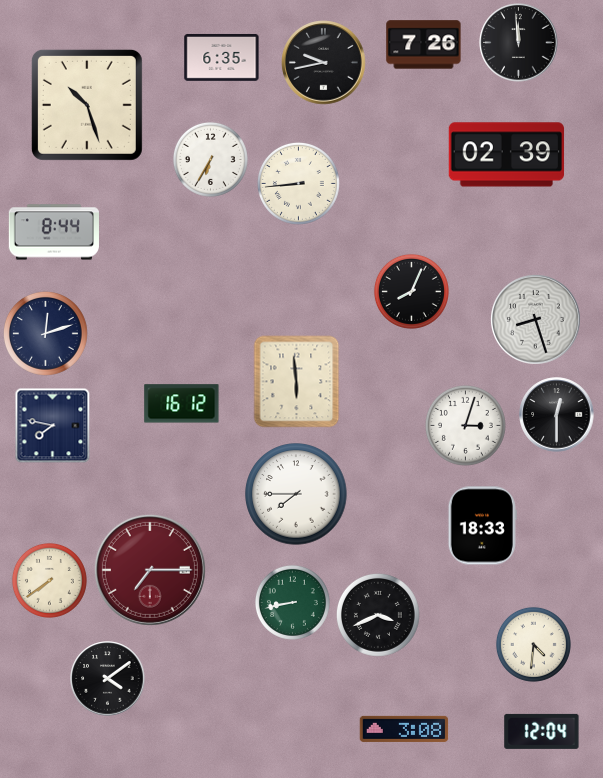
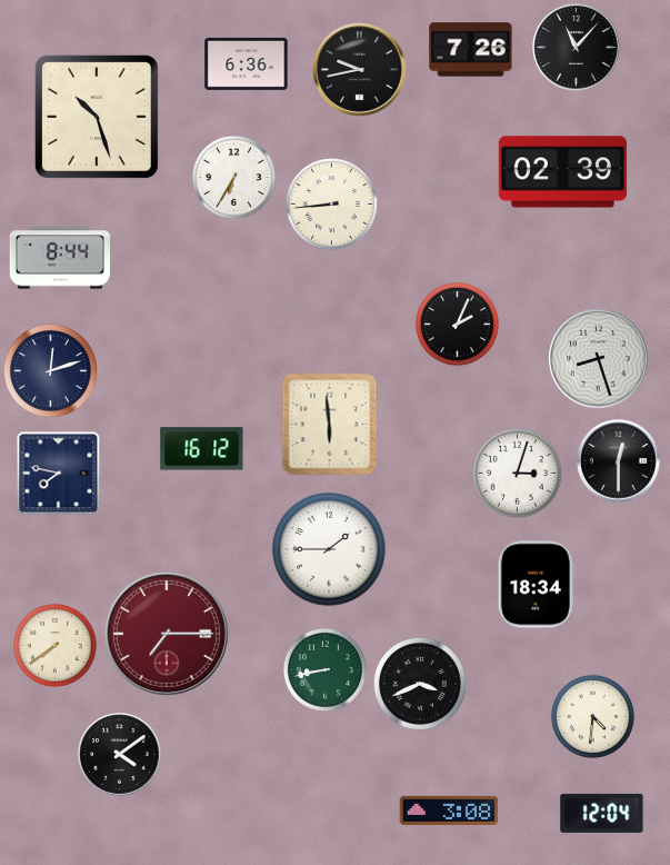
clock at (519, 43): 11:59 -> 11:07
clock at (222, 57): 6:35 -> 6:36
clock at (411, 291): 8:04 -> 2:04
clock at (536, 320) position: (536, 320) -> (599, 359)
clock at (296, 494): 7:45 -> 1:45
clock at (482, 526): 18:33 -> 18:34
